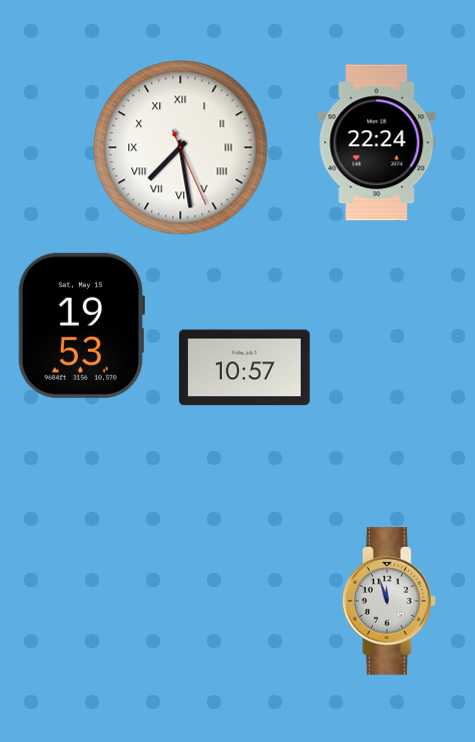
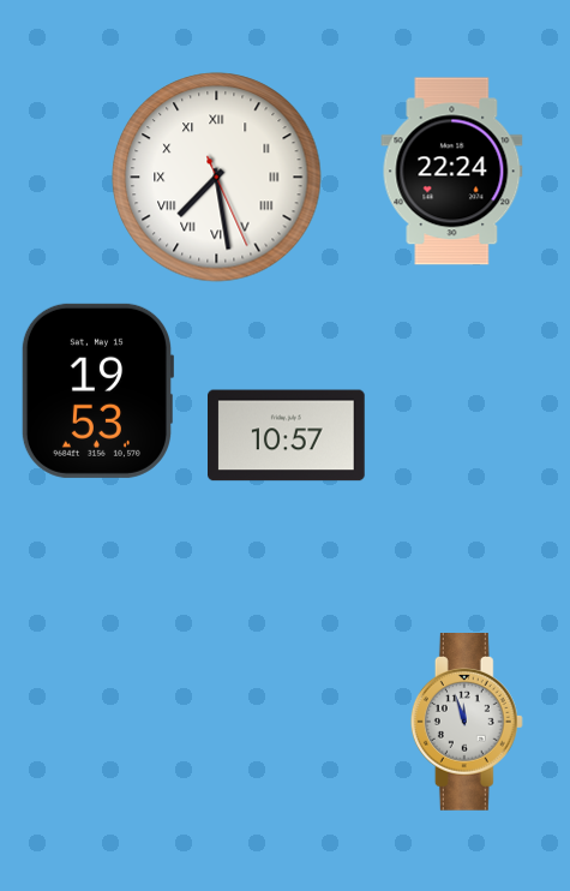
clock at (245, 368) position: (245, 368) -> (287, 436)
